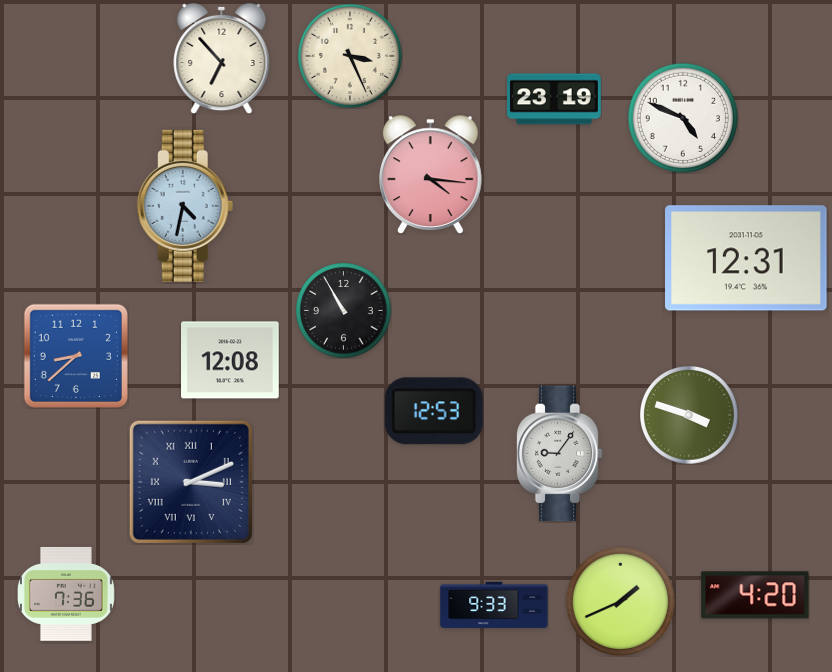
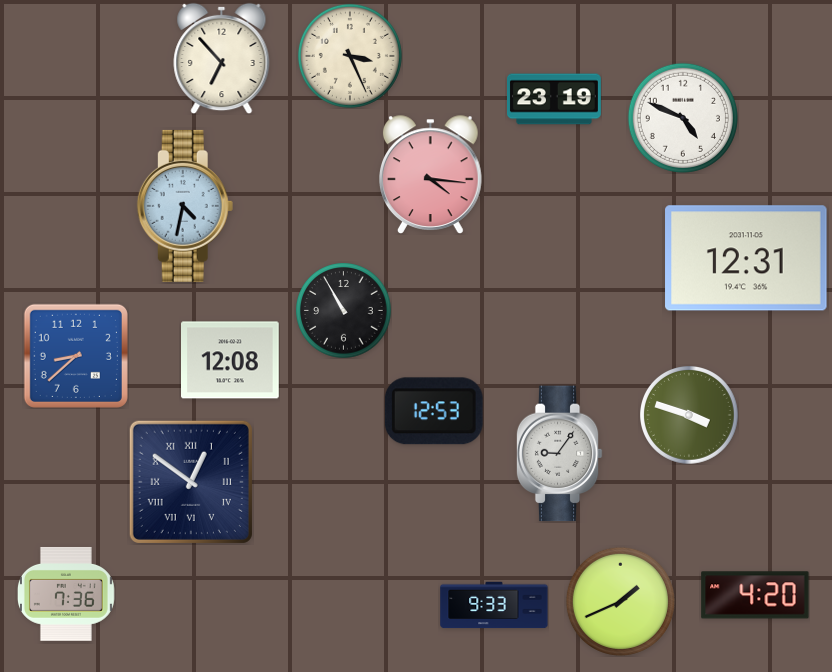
clock at (191, 482): 3:11 -> 12:51
